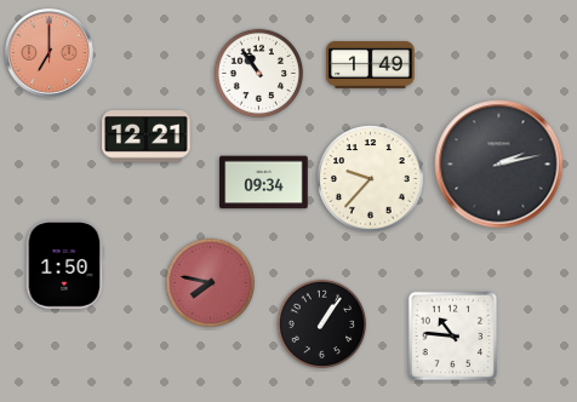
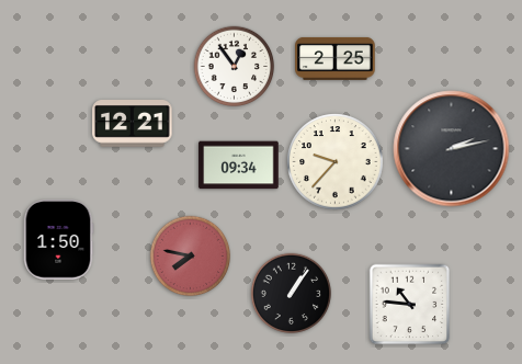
clock at (50, 53): 7:00 -> none
clock at (371, 64): 1:49 -> 2:25
clock at (259, 74): 10:54 -> 12:54
